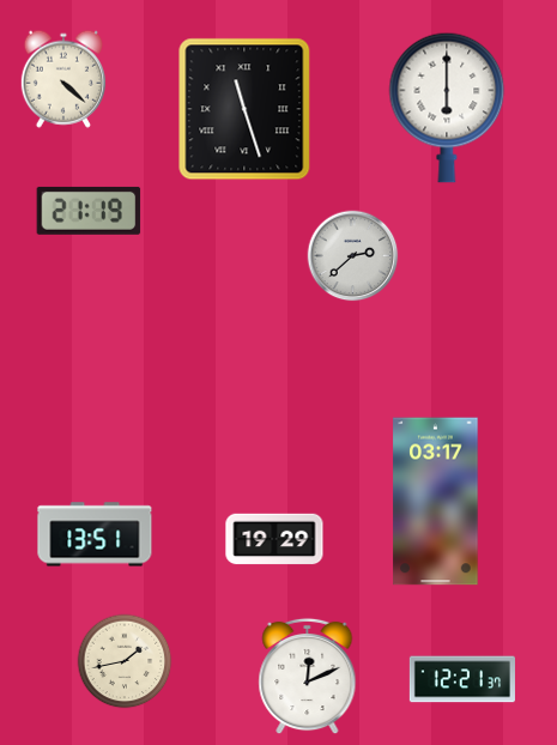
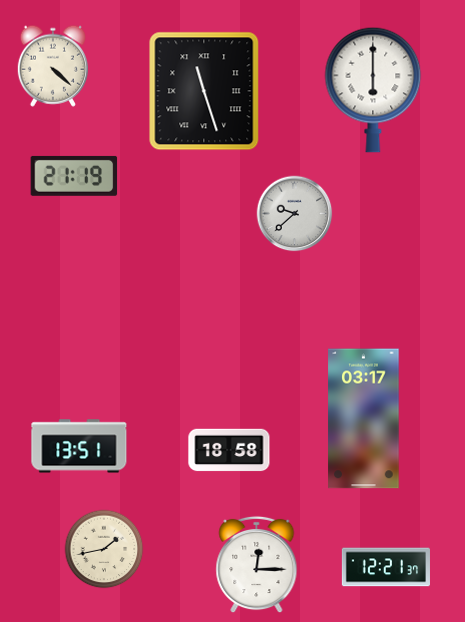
clock at (353, 256): 2:38 -> 9:38
clock at (274, 539): 19:29 -> 18:58
clock at (125, 661) position: (125, 661) -> (104, 549)
clock at (308, 677): 12:11 -> 12:15
